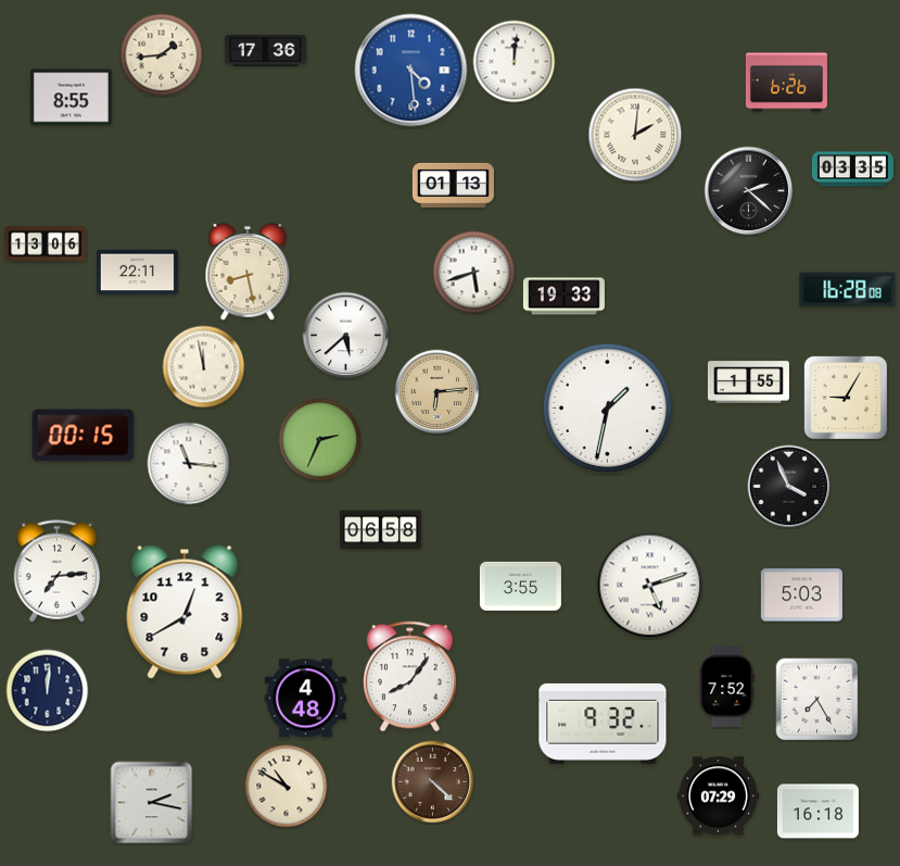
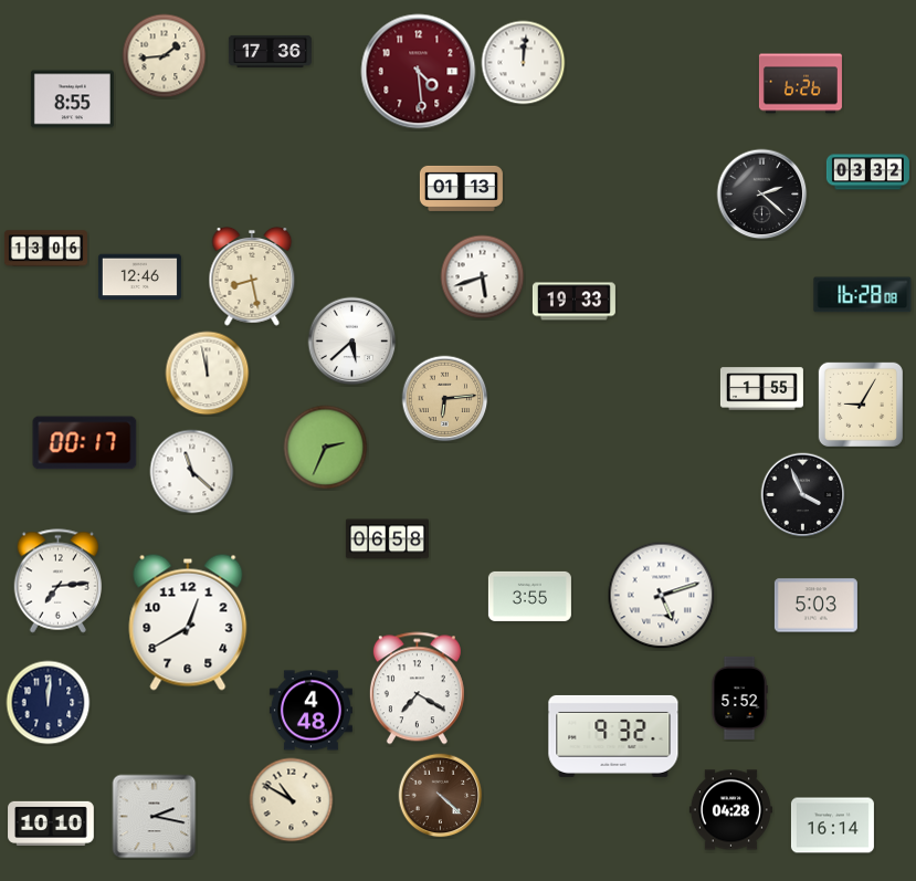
clock at (411, 71) dial: blue -> burgundy
clock at (635, 135): 2:01 -> none
clock at (852, 170): 03:35 -> 03:32
clock at (137, 273): 22:11 -> 12:46
clock at (608, 409): 1:32 -> none
clock at (84, 436): 00:15 -> 00:17
clock at (189, 464): 11:16 -> 11:22
clock at (409, 677): 8:06 -> 7:20
clock at (726, 686): 7:52 -> 5:52
clock at (817, 700): 7:25 -> none
clock at (718, 796): 07:29 -> 04:28
clock at (51, 822): none -> 10:10
clock at (817, 812): 16:18 -> 16:14
